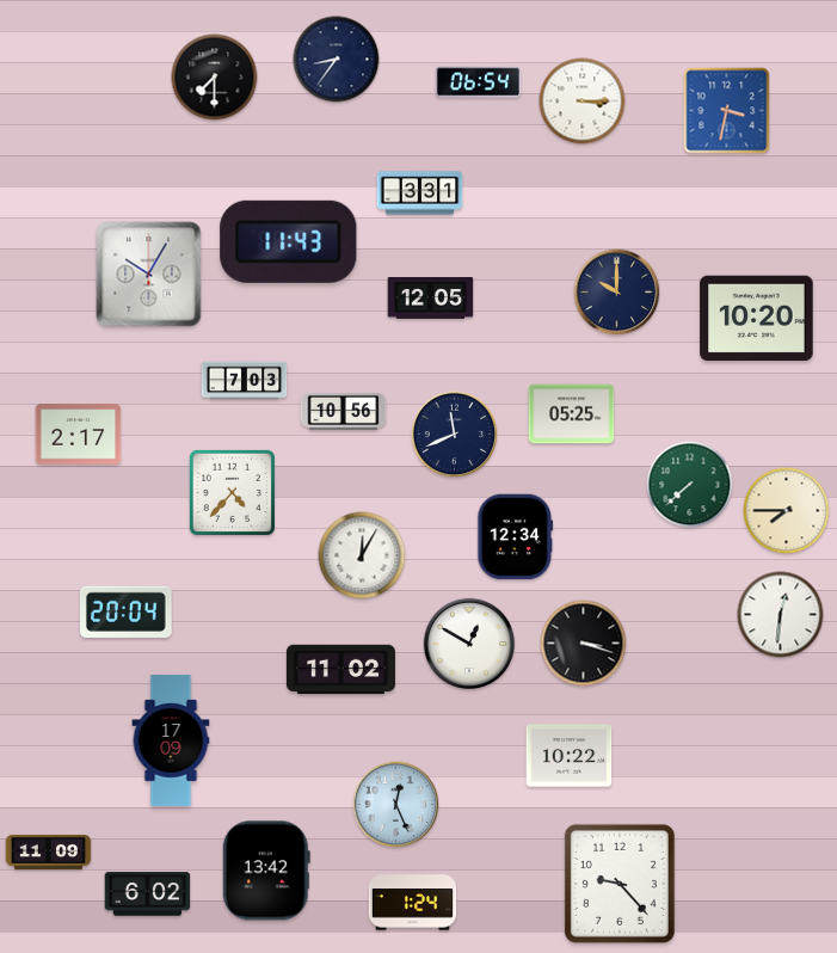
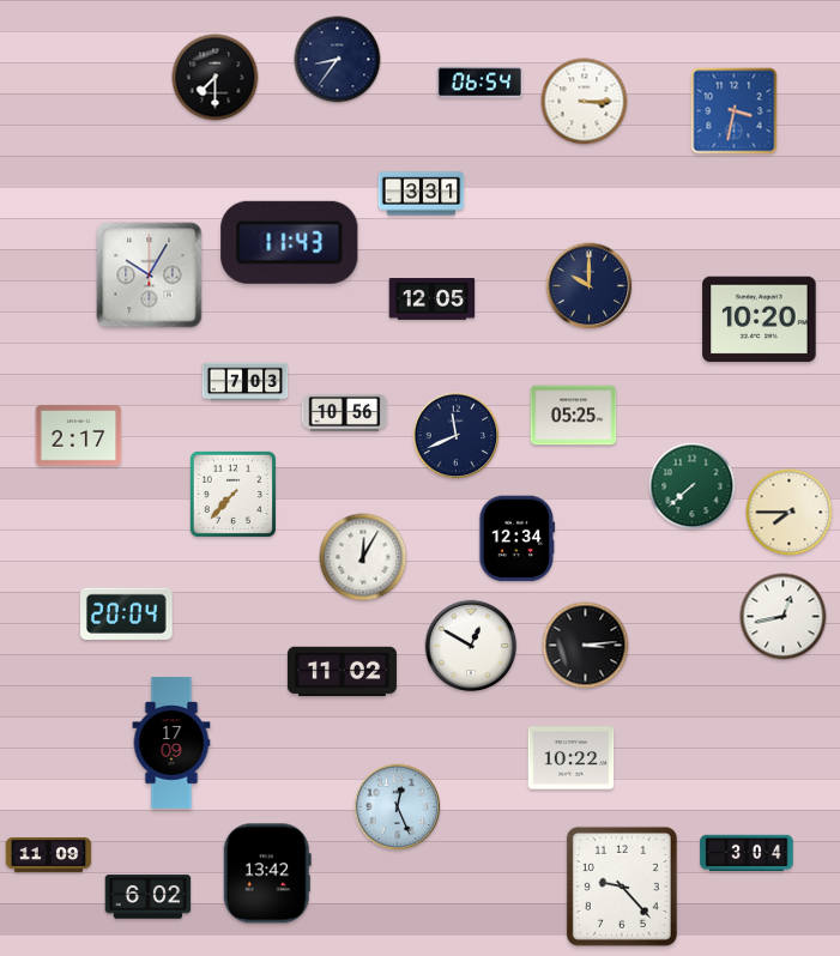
clock at (727, 111) position: (727, 111) -> (735, 111)
clock at (617, 293) position: (617, 293) -> (590, 286)
clock at (232, 492): 4:37 -> 7:37
clock at (781, 615): 12:31 -> 12:43
clock at (584, 644): 3:18 -> 3:14
clock at (747, 853): none -> 3:04
clock at (413, 903): 1:24 -> none
